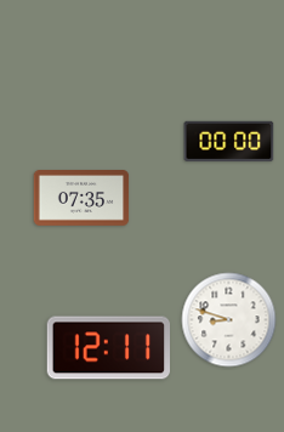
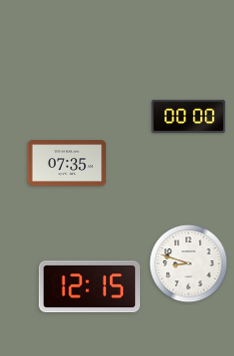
clock at (108, 348): 12:11 -> 12:15
